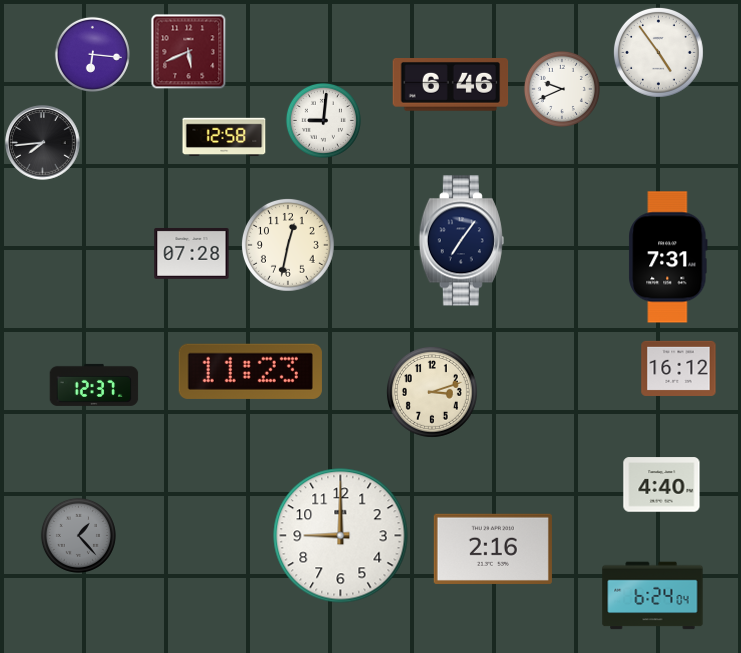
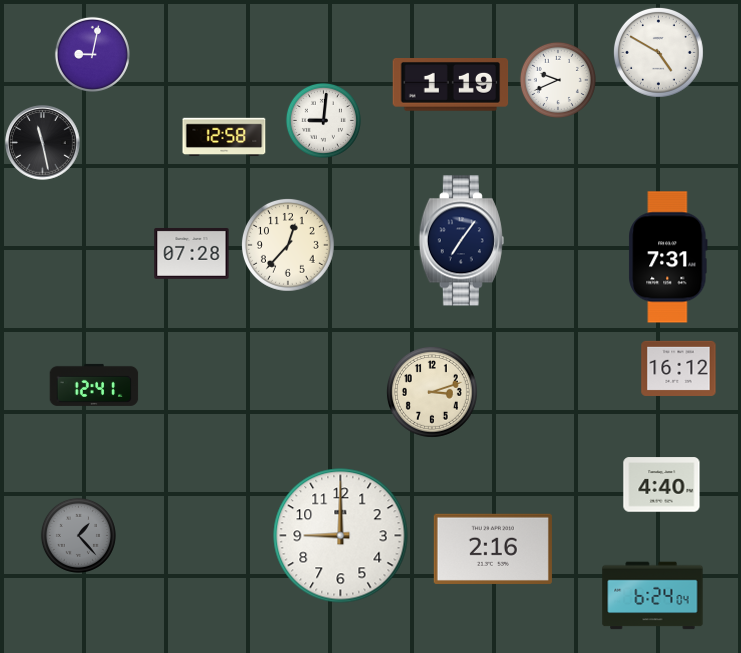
clock at (189, 52): 5:41 -> none
clock at (658, 52): 4:54 -> 4:50
clock at (92, 54): 6:16 -> 9:02
clock at (451, 85): 6:46 -> 1:19
clock at (562, 89) position: (562, 89) -> (558, 80)
clock at (43, 143): 7:44 -> 11:28
clock at (289, 246): 12:32 -> 12:37
clock at (250, 371): 11:23 -> none
clock at (94, 385): 12:37 -> 12:41
